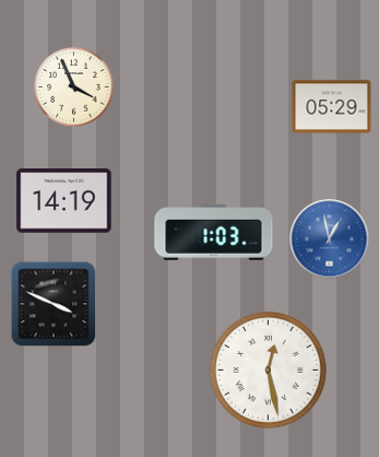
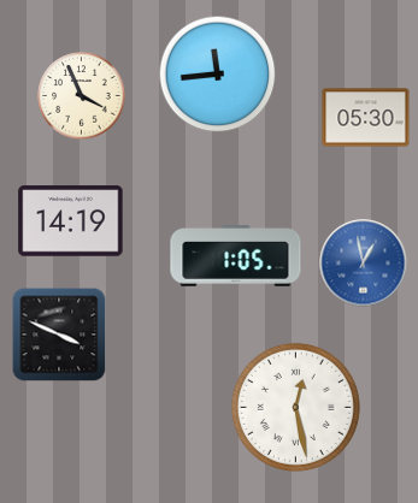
clock at (218, 75): none -> 11:44
clock at (332, 107): 05:29 -> 05:30
clock at (214, 233): 1:03 -> 1:05
